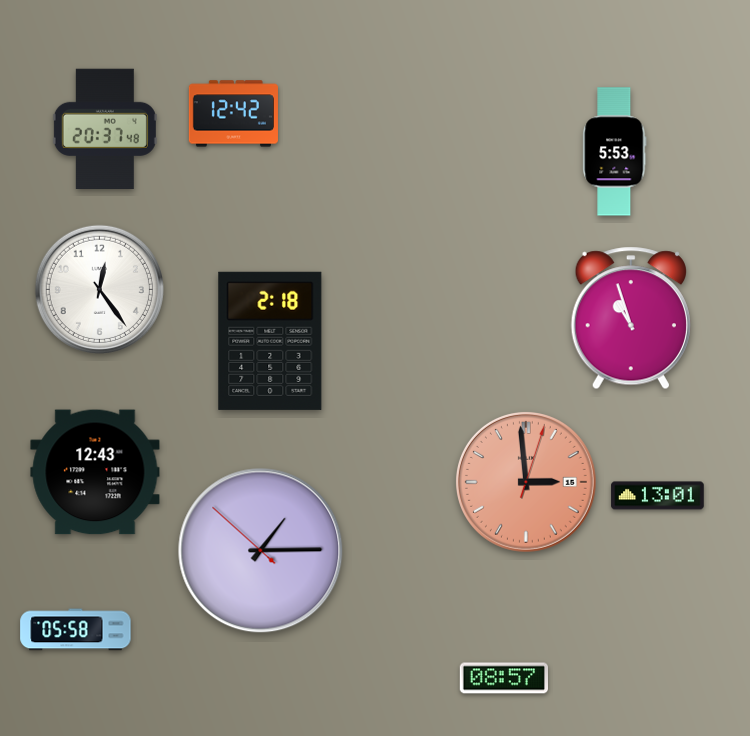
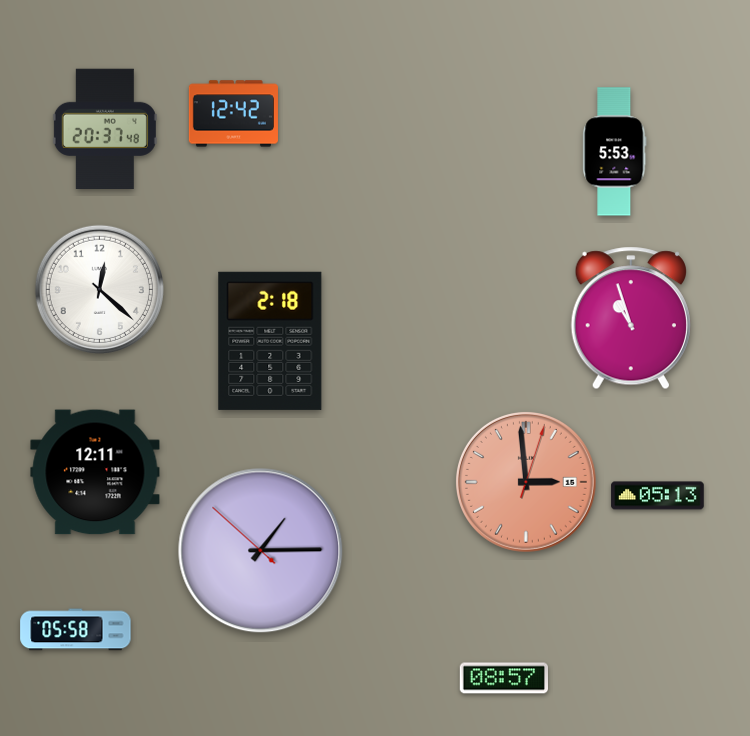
clock at (99, 289): 12:24 -> 12:22
clock at (95, 472): 12:43 -> 12:11
clock at (658, 496): 13:01 -> 05:13
